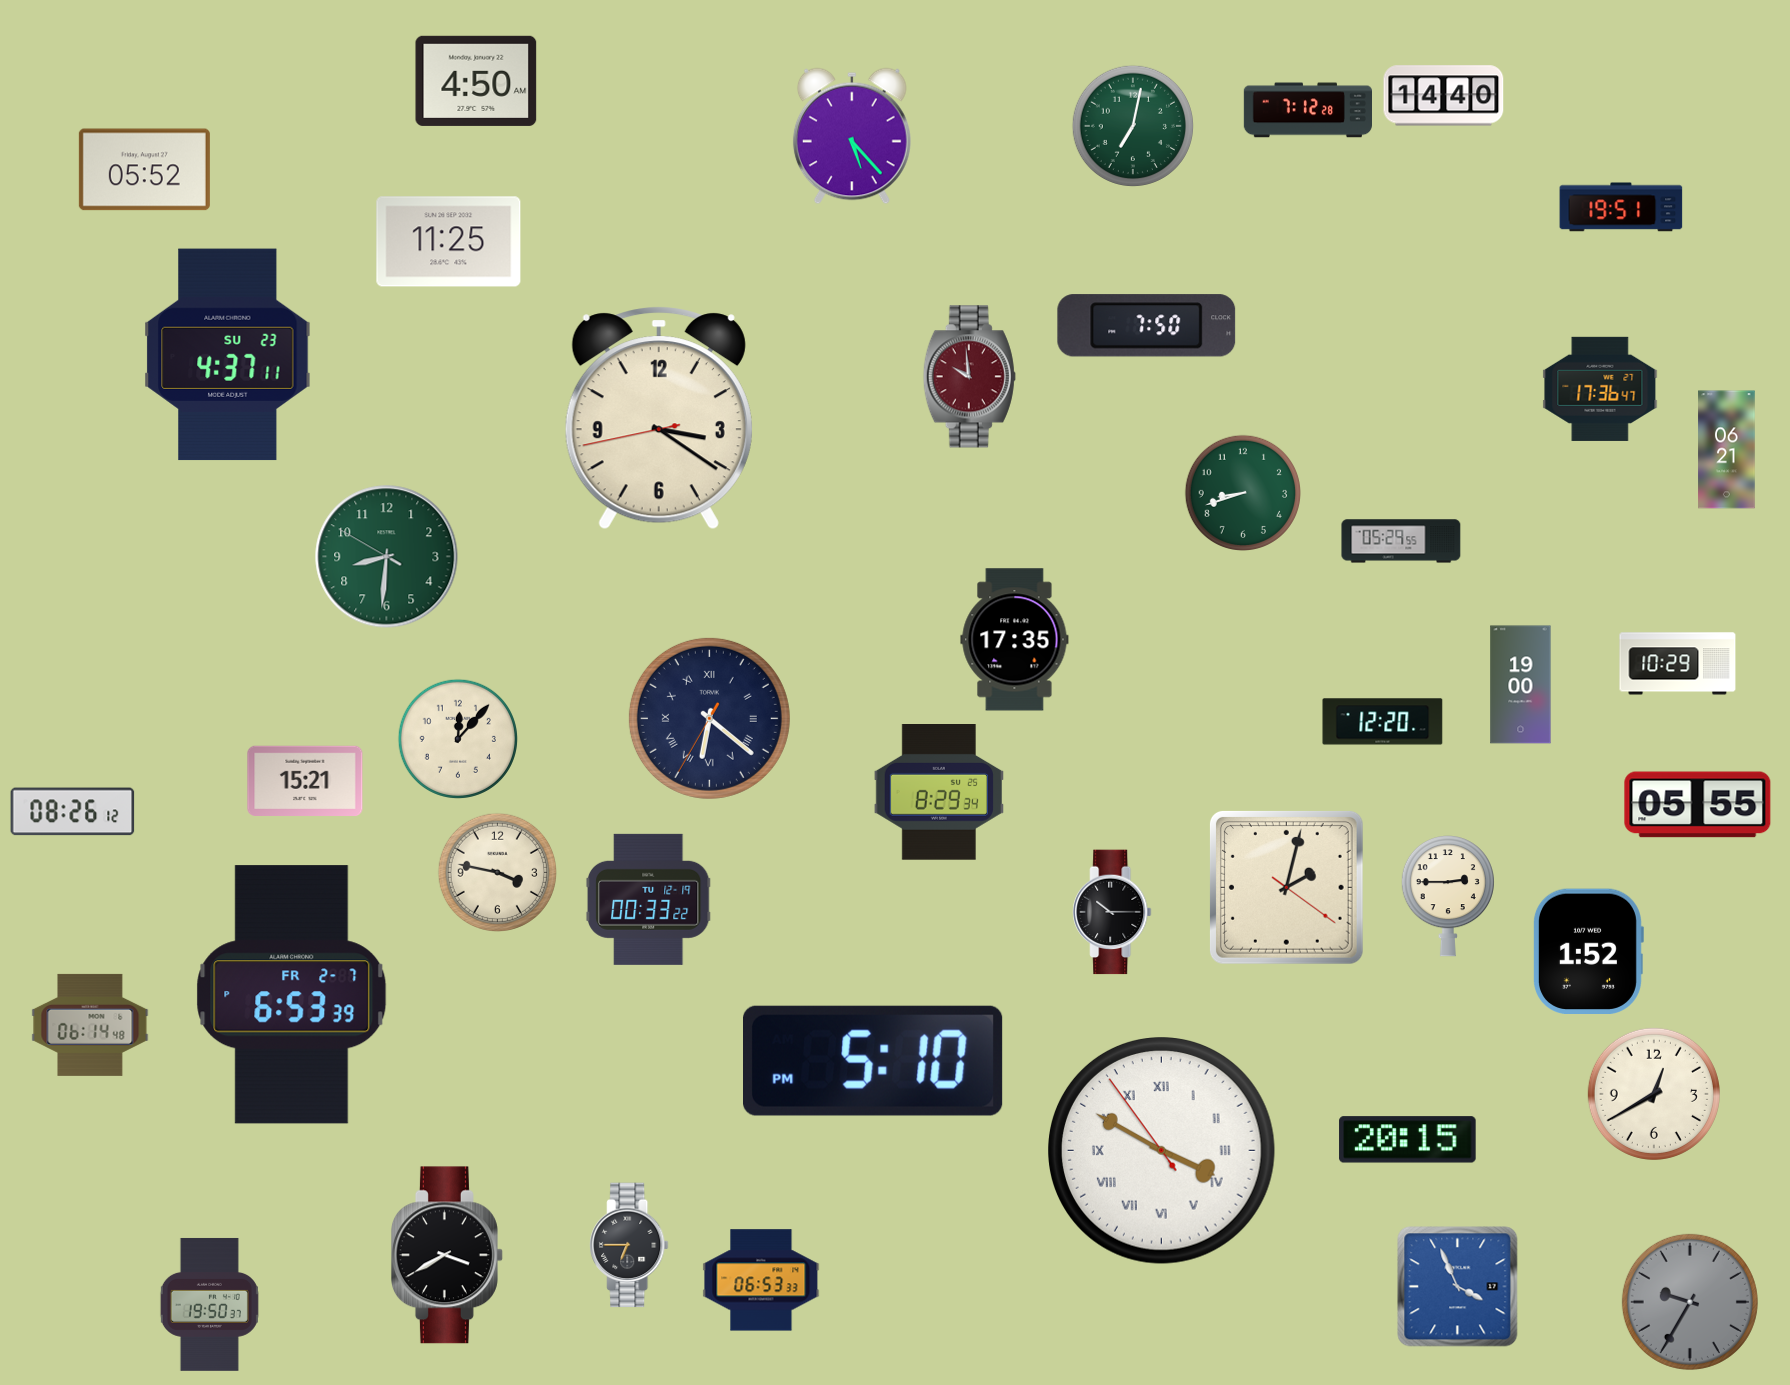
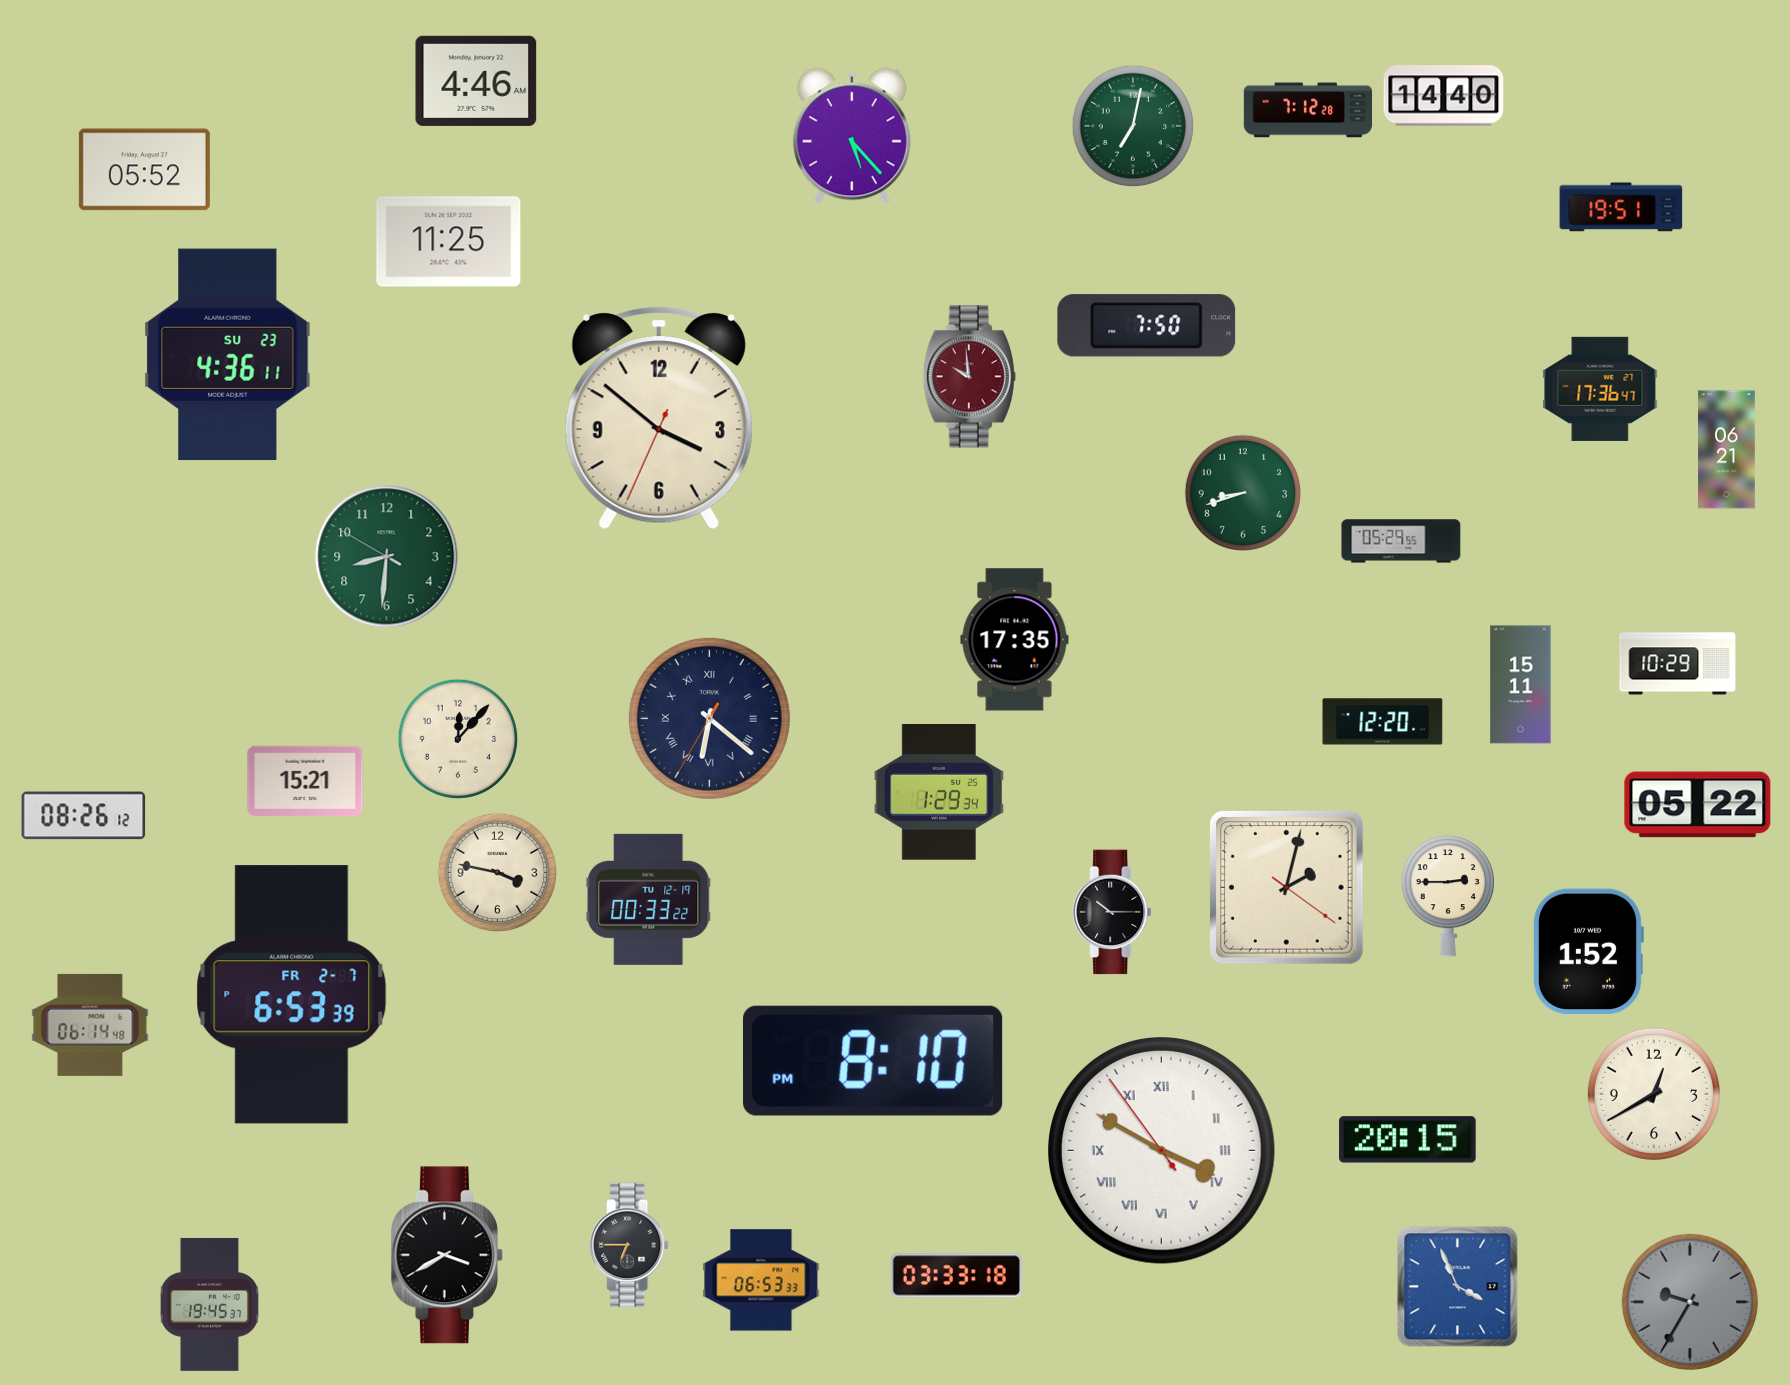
clock at (476, 81): 4:50 -> 4:46
clock at (228, 355): 4:37 -> 4:36
clock at (659, 418): 3:20 -> 3:51
clock at (1521, 685): 19:00 -> 15:11
clock at (938, 792): 8:29 -> 1:29
clock at (1698, 805): 05:55 -> 05:22
clock at (73, 812) position: (73, 812) -> (84, 816)
clock at (874, 1061): 5:10 -> 8:10
clock at (956, 1276): none -> 03:33
clock at (209, 1304): 19:50 -> 19:45
